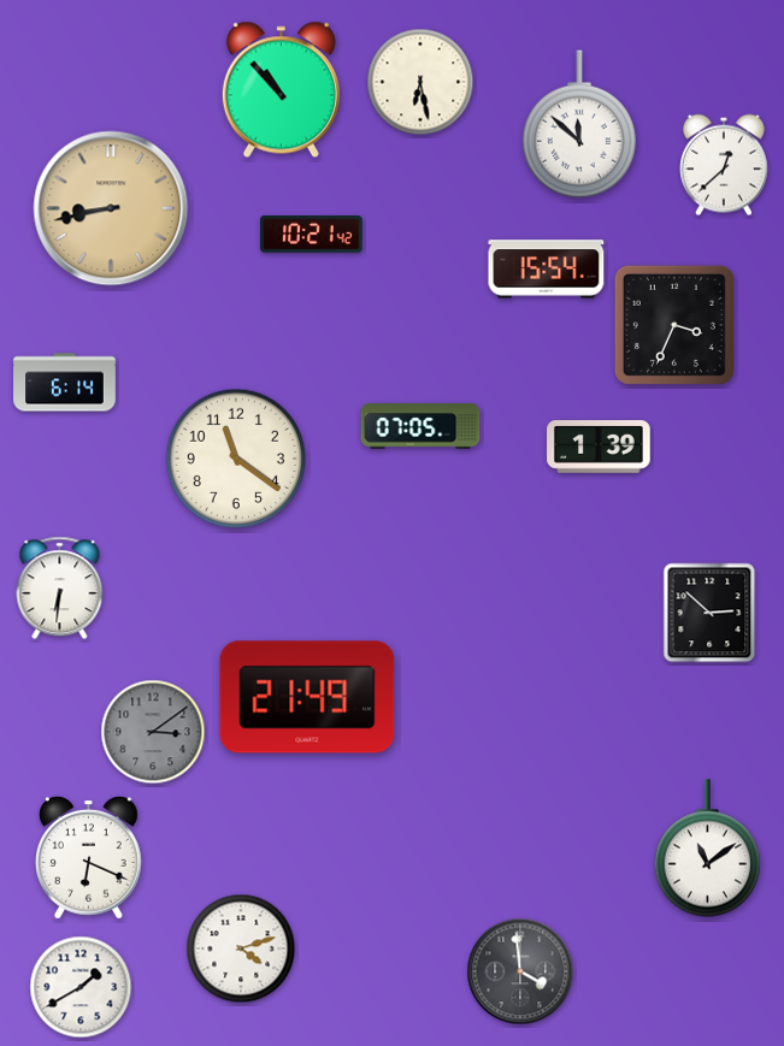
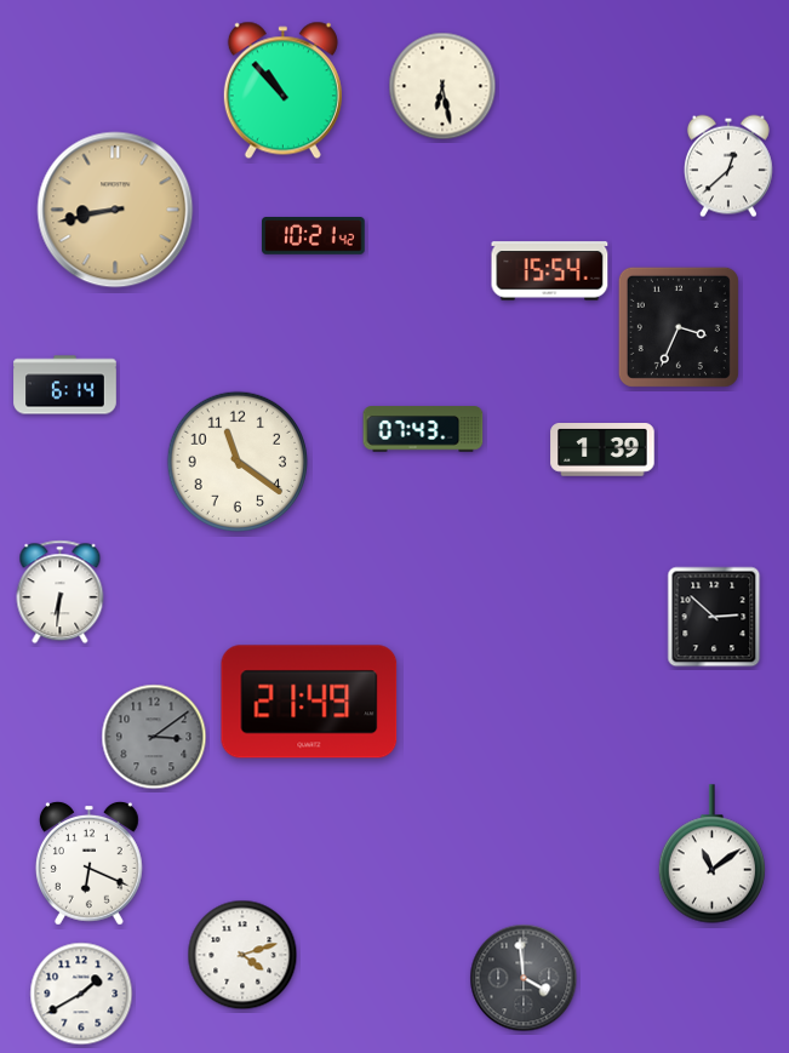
clock at (420, 82) position: (420, 82) -> (442, 86)
clock at (579, 124): 11:52 -> none
clock at (111, 208) position: (111, 208) -> (115, 210)
clock at (420, 426): 07:05 -> 07:43
